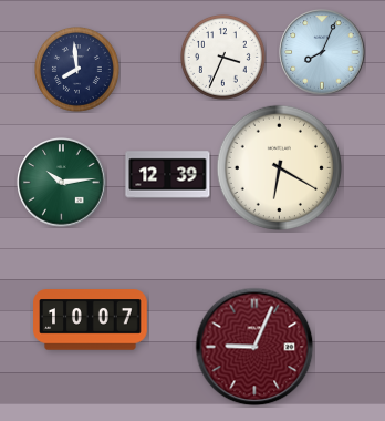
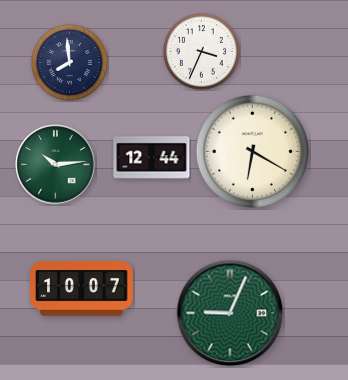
clock at (322, 52): 8:04 -> none
clock at (168, 175): 12:39 -> 12:44
clock at (254, 347) dial: burgundy -> green
